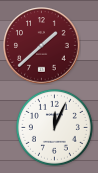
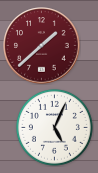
clock at (54, 127): 12:04 -> 5:04
